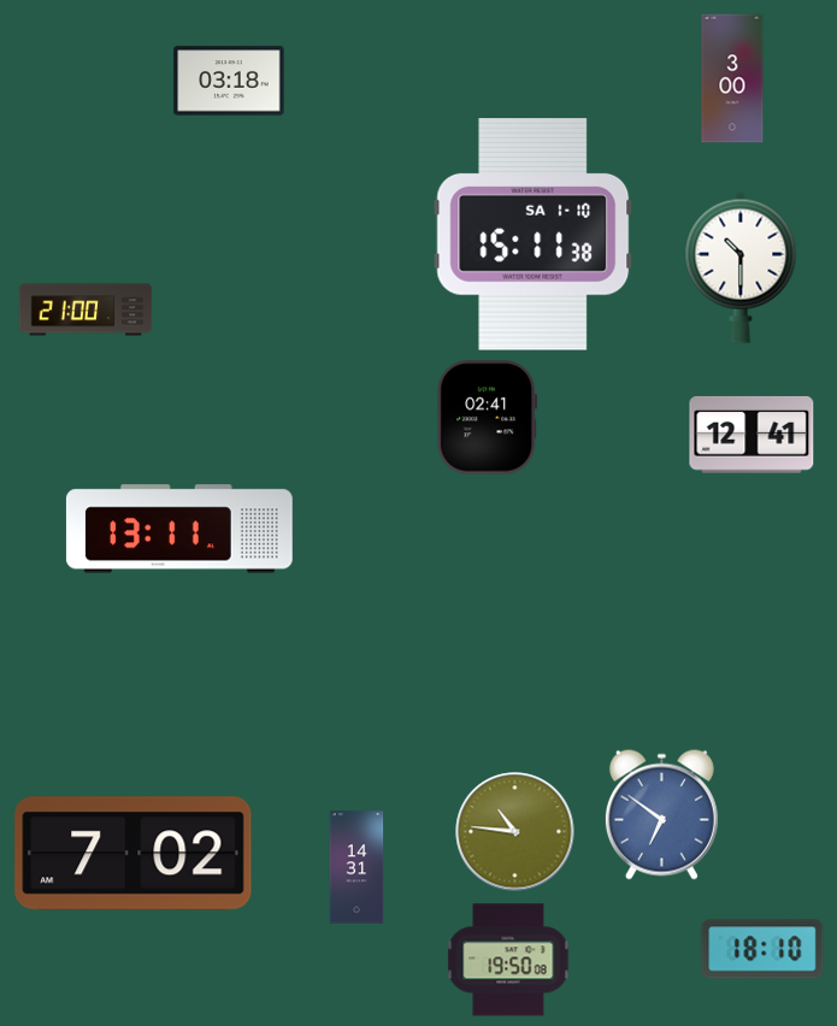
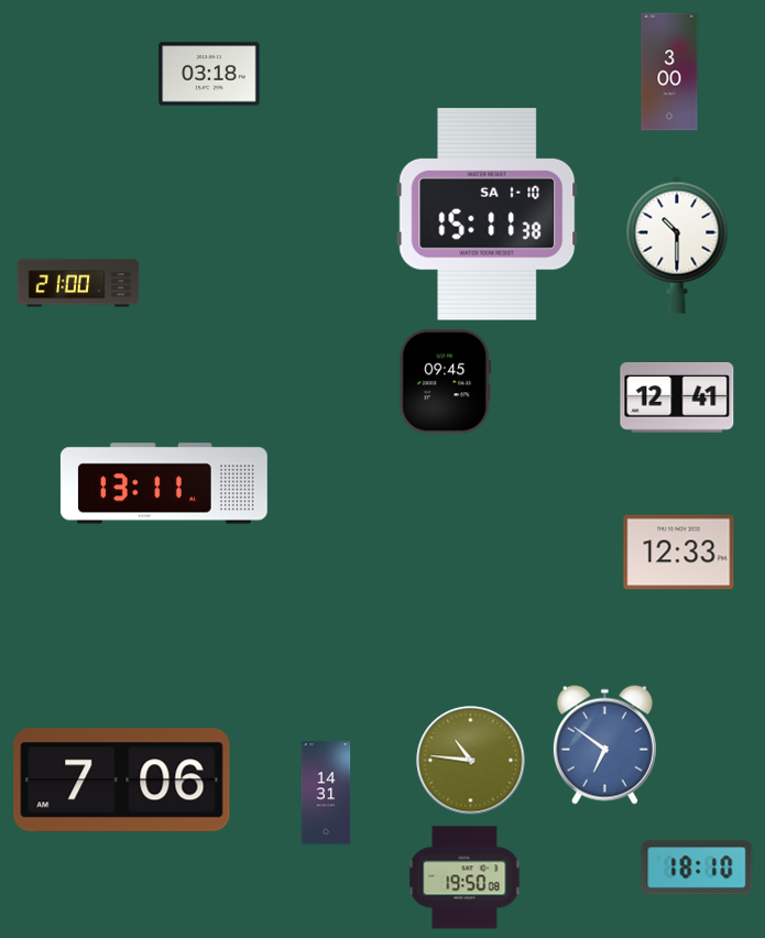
clock at (488, 418): 02:41 -> 09:45
clock at (751, 435) position: (751, 435) -> (677, 397)
clock at (679, 553): none -> 12:33
clock at (134, 854): 7:02 -> 7:06
